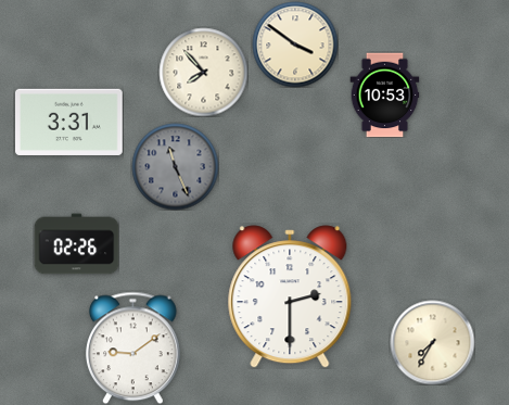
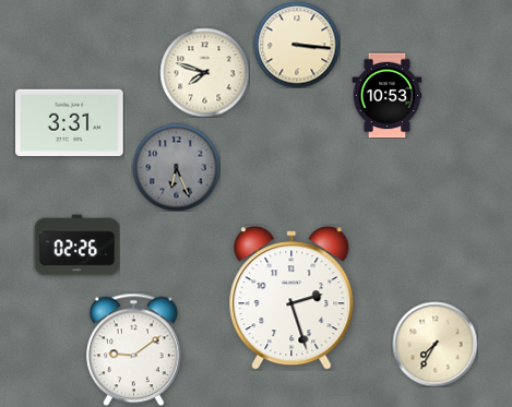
clock at (295, 45): 3:51 -> 3:16
clock at (203, 72): 7:53 -> 7:48
clock at (175, 166): 11:26 -> 6:26
clock at (290, 296): 2:30 -> 2:27
